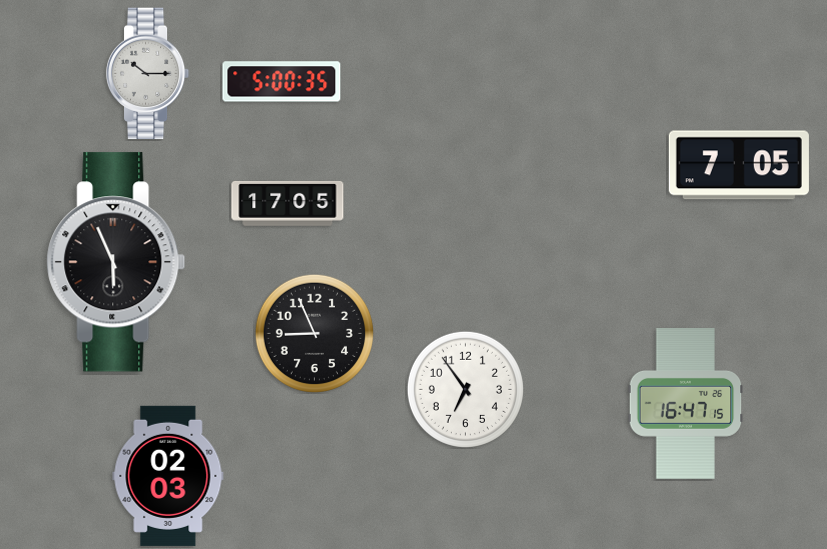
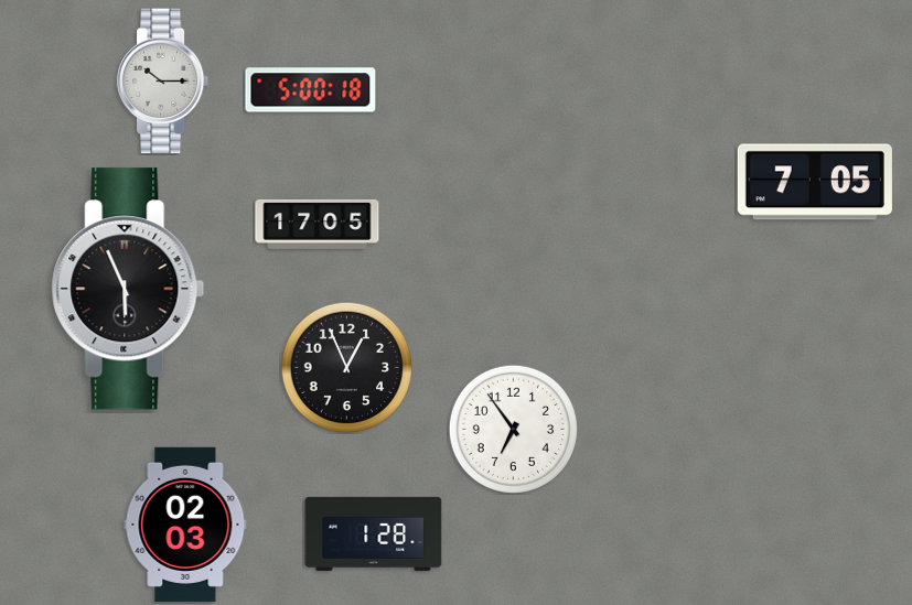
clock at (282, 82): 5:00:35 -> 5:00:18
clock at (314, 333): 8:56 -> 12:56
clock at (686, 404): 16:47 -> none
clock at (374, 533): none -> 1:28
